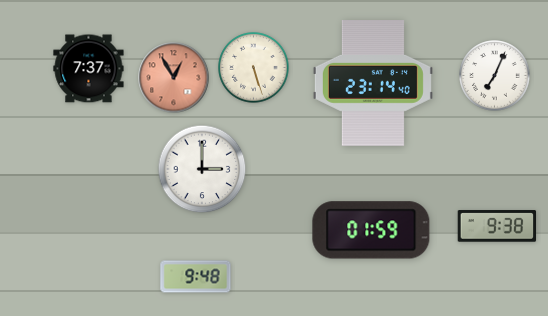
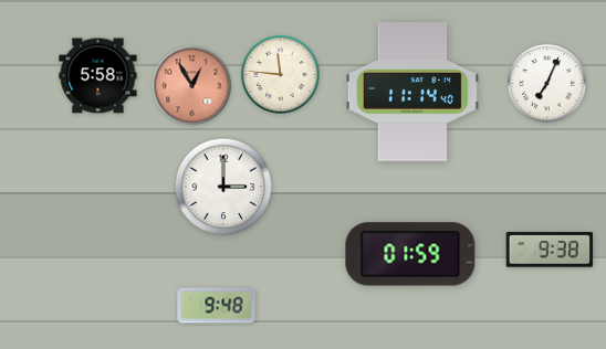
clock at (254, 68): 5:27 -> 11:46
clock at (89, 69): 7:37 -> 5:58
clock at (373, 84): 23:14 -> 11:14
